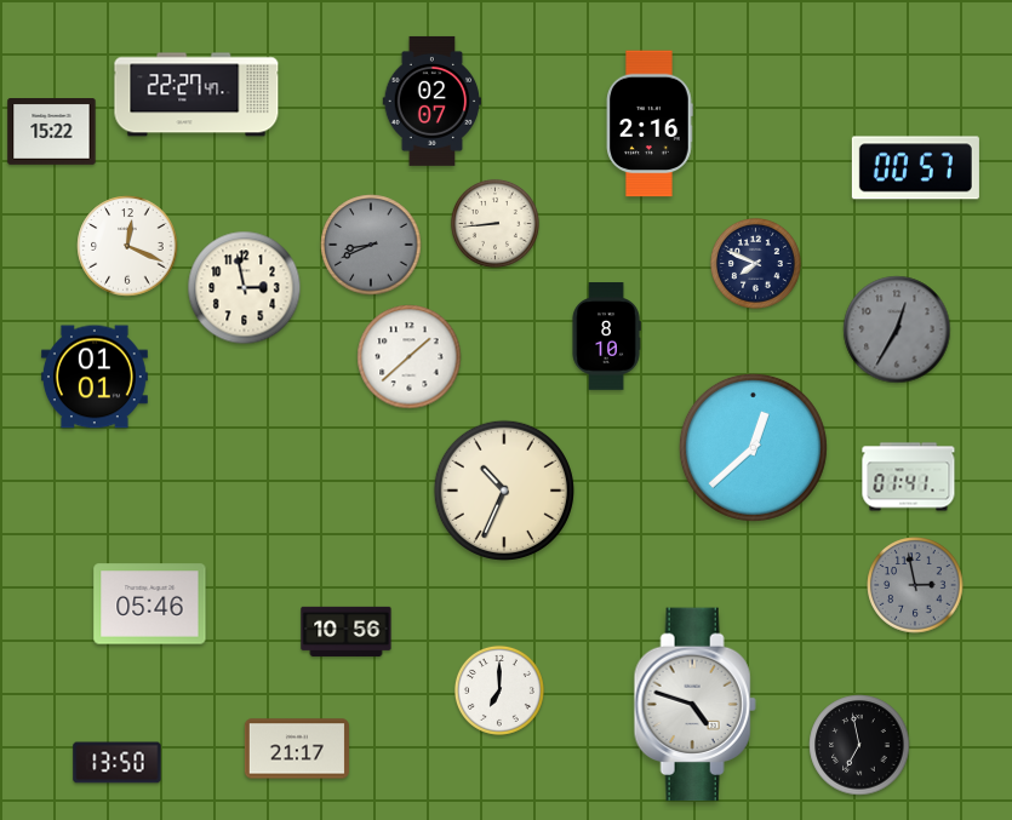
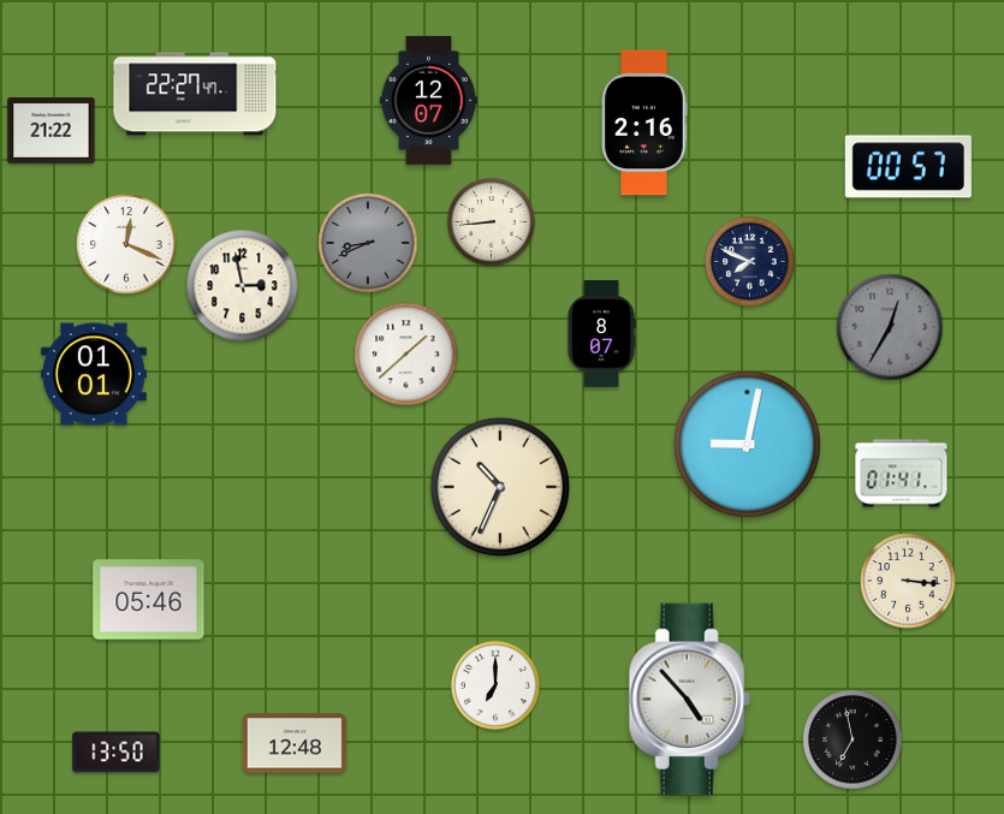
clock at (433, 101): 02:07 -> 12:07
clock at (52, 132): 15:22 -> 21:22
clock at (606, 337): 8:10 -> 8:07
clock at (753, 447): 12:38 -> 9:02
clock at (915, 585): 2:58 -> 3:16
clock at (915, 585) dial: grey -> cream
clock at (347, 631): 10:56 -> none
clock at (694, 705): 4:48 -> 4:53
clock at (297, 749): 21:17 -> 12:48
clock at (118, 763) position: (118, 763) -> (117, 753)
